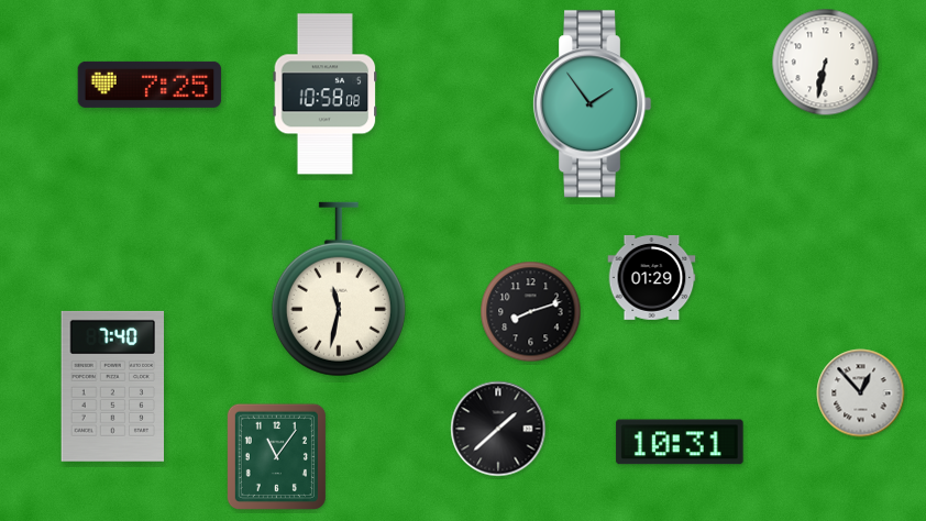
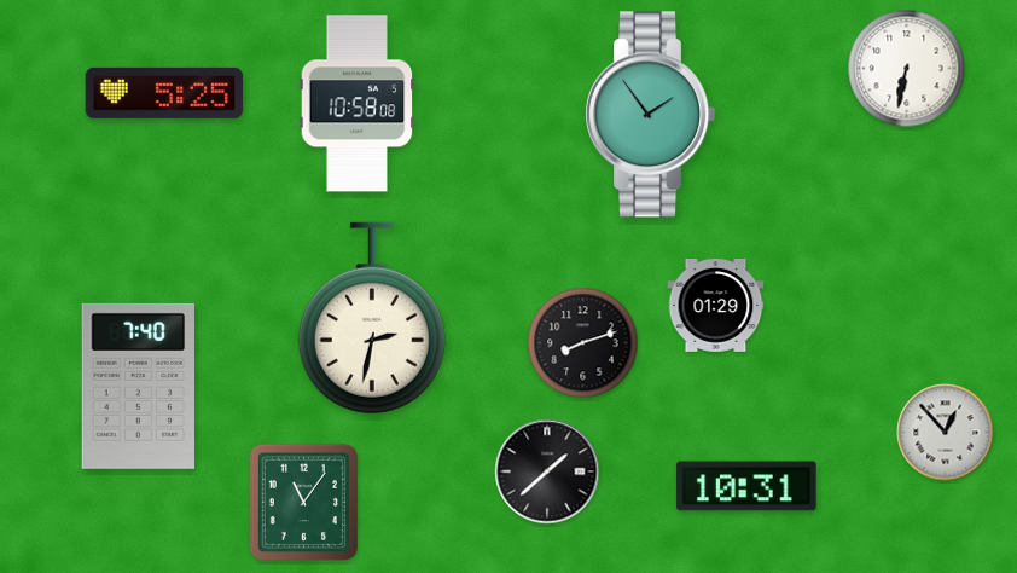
clock at (150, 85): 7:25 -> 5:25
clock at (339, 289): 11:32 -> 2:32
clock at (112, 386) position: (112, 386) -> (138, 386)
